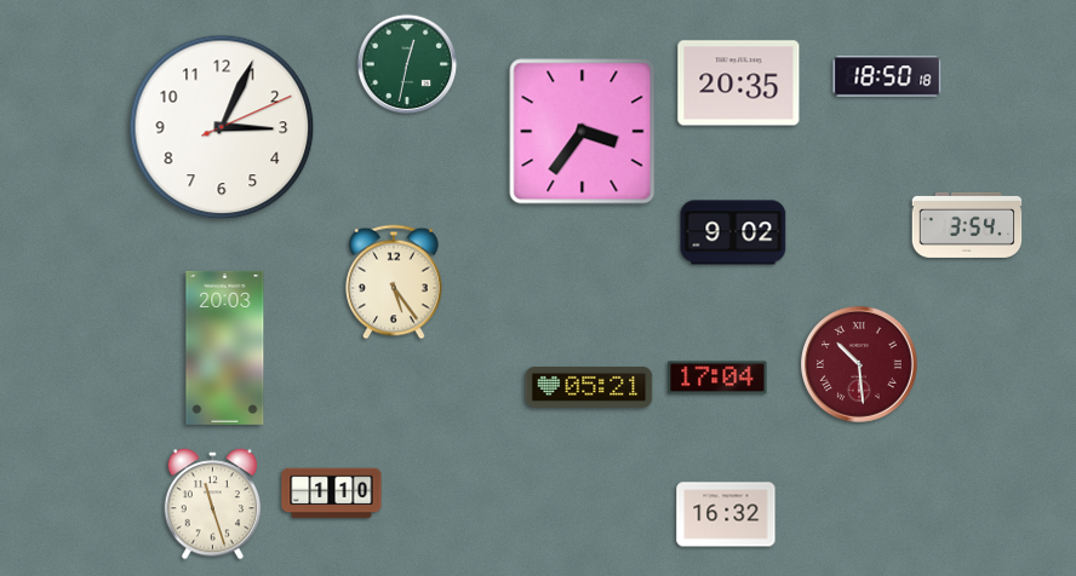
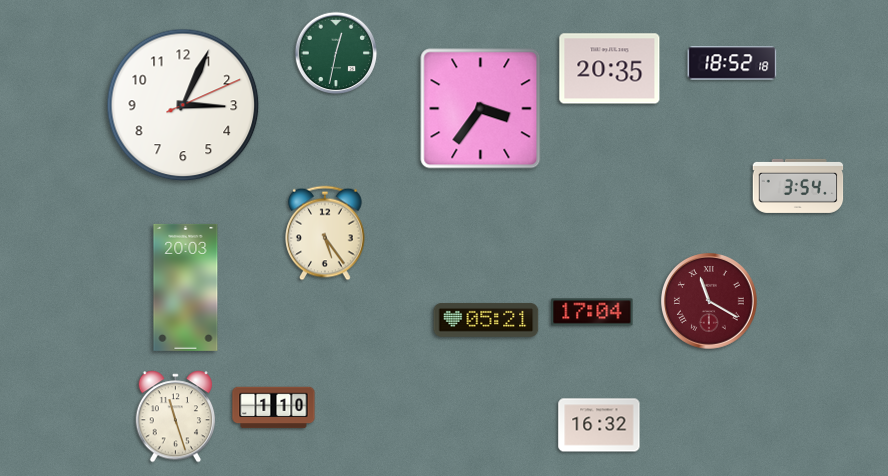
clock at (887, 76): 18:50 -> 18:52
clock at (733, 232): 9:02 -> none
clock at (860, 365): 10:29 -> 11:20
